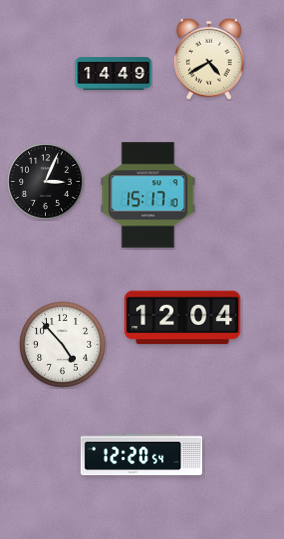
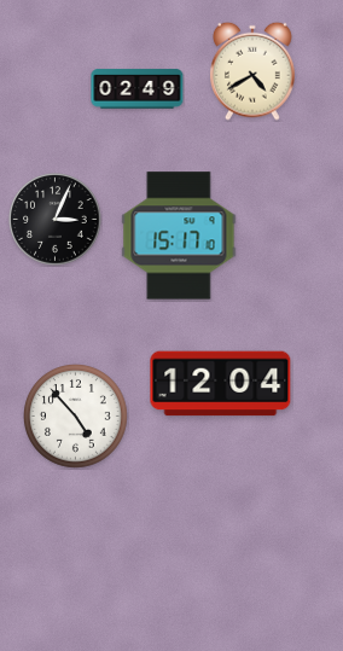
clock at (114, 74): 14:49 -> 02:49
clock at (142, 455): 12:20 -> none
